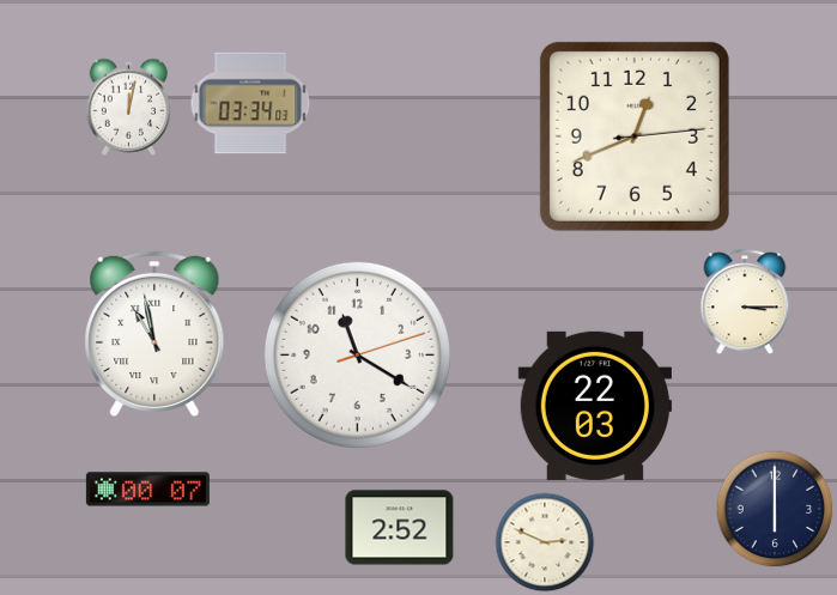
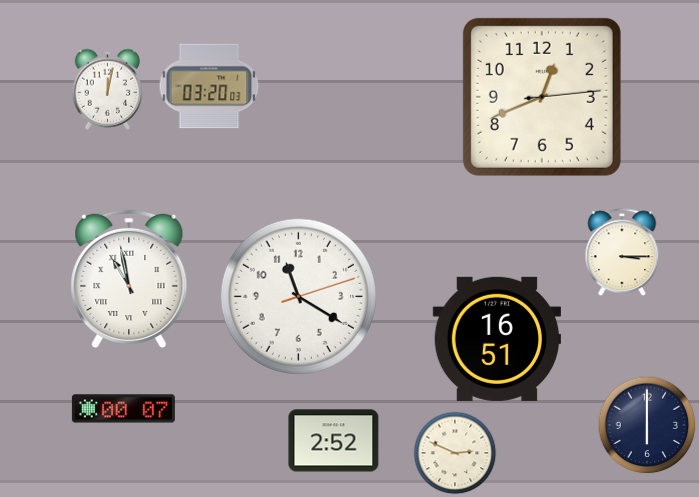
clock at (250, 103): 03:34 -> 03:20
clock at (635, 136) position: (635, 136) -> (542, 97)
clock at (594, 406): 22:03 -> 16:51
